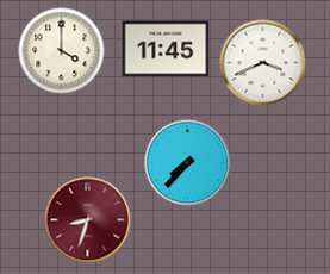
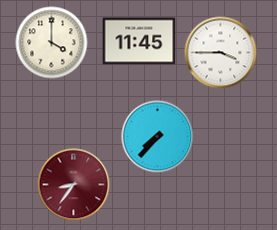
clock at (263, 63): 3:41 -> 3:45
clock at (88, 220): 8:33 -> 8:36
